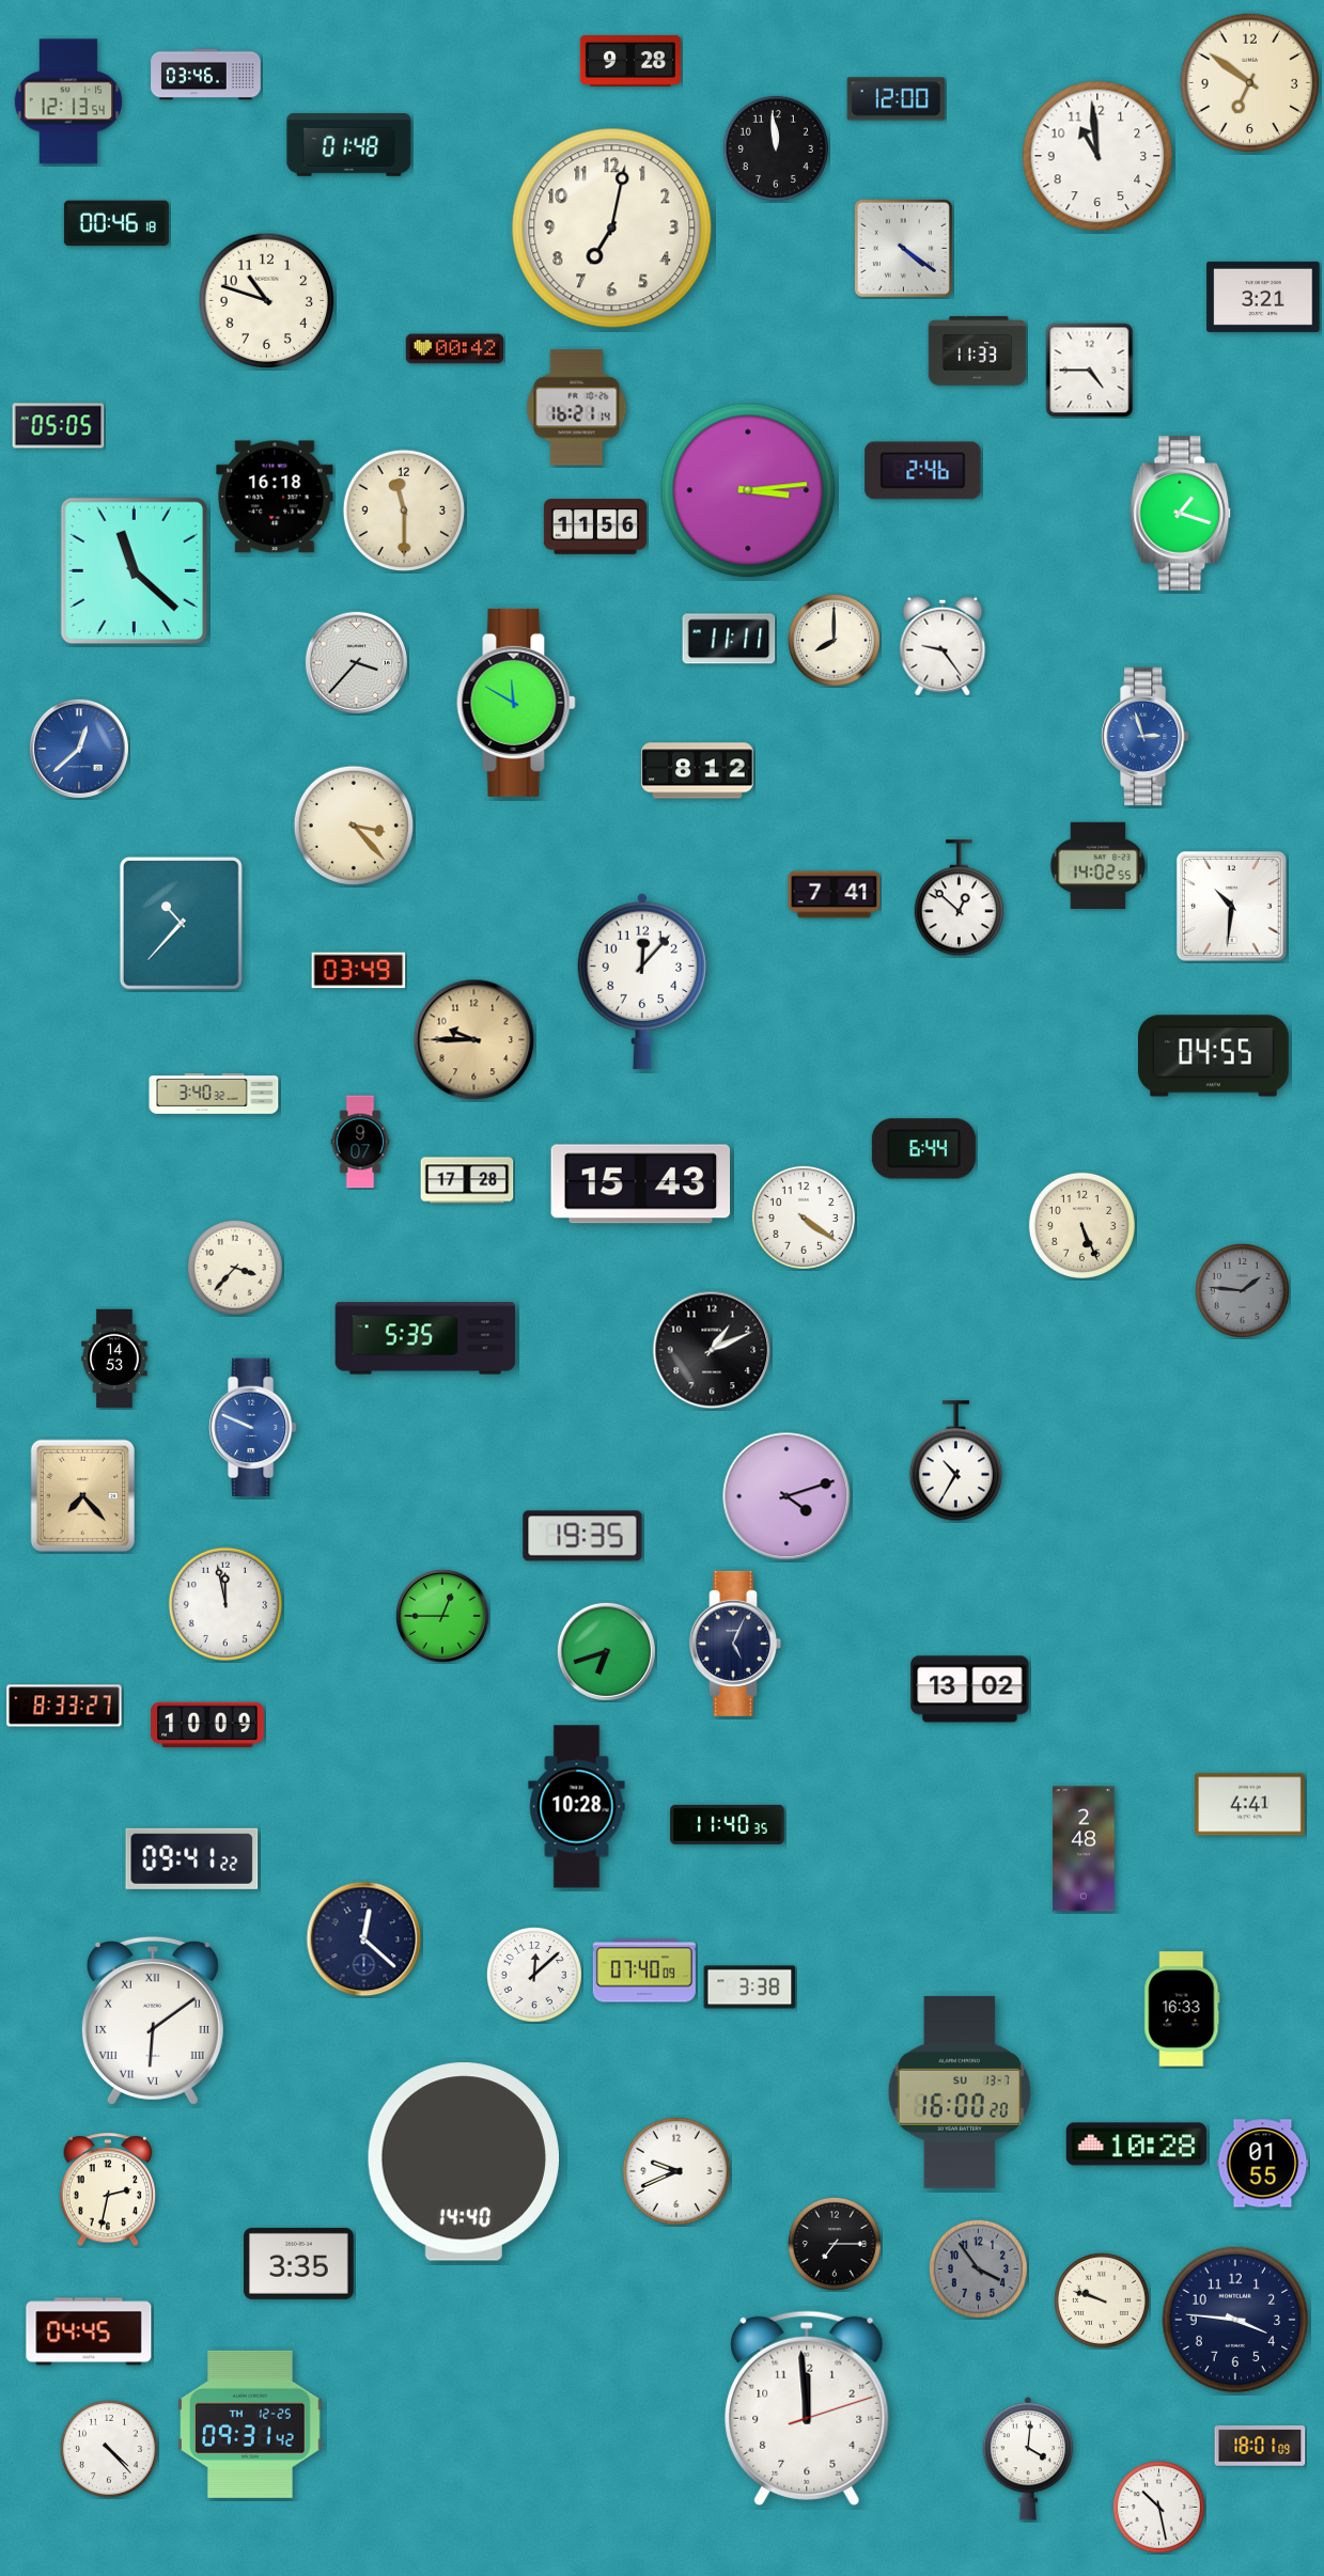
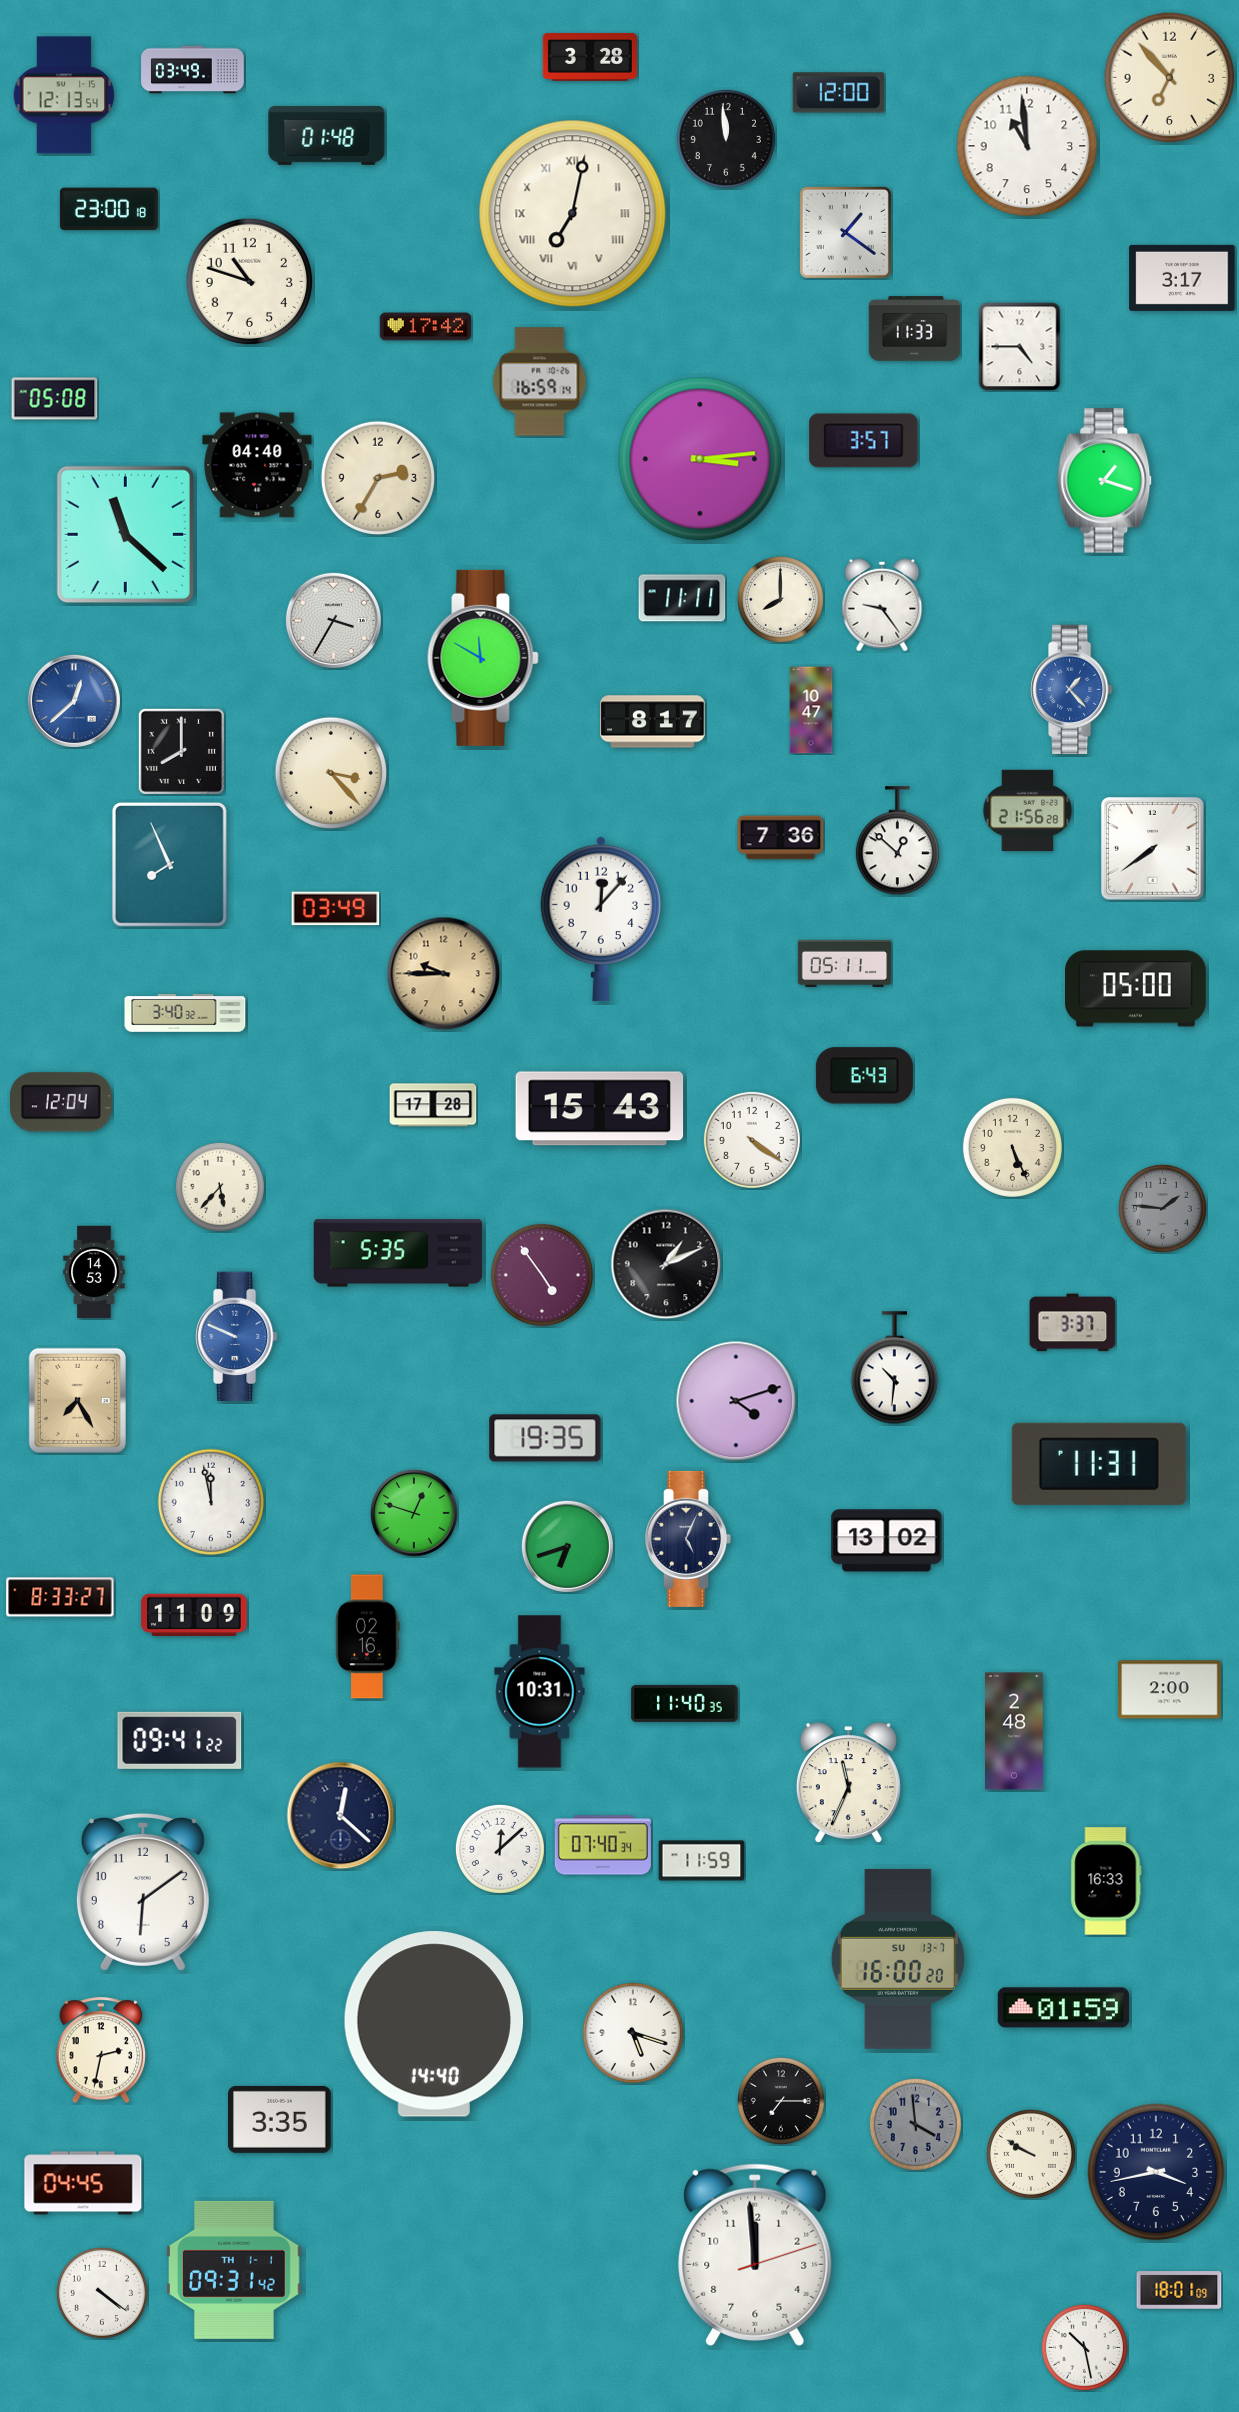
clock at (630, 61): 9:28 -> 3:28
clock at (206, 75): 03:46 -> 03:49
clock at (1250, 83): 6:51 -> 6:53
clock at (116, 223): 00:46 -> 23:00
clock at (612, 229) numerals: Arabic -> Roman
clock at (903, 248): 4:21 -> 1:21
clock at (1263, 297): 3:21 -> 3:17
clock at (455, 349): 00:42 -> 17:42
clock at (577, 408): 16:21 -> 16:59
clock at (59, 426): 05:05 -> 05:08
clock at (923, 471): 2:46 -> 3:57
clock at (275, 497): 16:18 -> 04:40
clock at (403, 509): 11:30 -> 2:35
clock at (595, 527): 11:56 -> none
clock at (356, 662): 3:37 -> 3:35
clock at (1146, 737): 2:57 -> 1:23
clock at (811, 710): none -> 10:47
clock at (698, 771): 8:12 -> 8:17
clock at (181, 751): none -> 8:00
clock at (1099, 865): 14:02 -> 21:56
clock at (835, 895): 7:41 -> 7:36
clock at (1232, 907): 10:31 -> 7:39
clock at (181, 923): 10:37 -> 7:56
clock at (845, 963): none -> 05:11
clock at (1214, 1056): 04:55 -> 05:00
clock at (214, 1095) position: (214, 1095) -> (185, 1014)
clock at (360, 1142): 9:07 -> none
clock at (923, 1149): 6:44 -> 6:43
clock at (61, 1102): none -> 12:04
clock at (467, 1180) position: (467, 1180) -> (433, 1105)
clock at (235, 1268): 3:37 -> 5:37
clock at (114, 1358) position: (114, 1358) -> (94, 1272)
clock at (542, 1275): none -> 4:54
clock at (1073, 1323): none -> 3:37
clock at (955, 1461): 10:35 -> 10:31
clock at (82, 1495): 7:23 -> 7:25
clock at (1099, 1464): none -> 11:31
clock at (442, 1616): 12:45 -> 12:48
clock at (970, 1690) position: (970, 1690) -> (887, 1541)
clock at (207, 1724): 10:09 -> 11:09
clock at (368, 1637): none -> 02:16
clock at (1250, 1805): 4:41 -> 2:00
clock at (577, 1807): 10:28 -> 10:31
clock at (728, 1824) position: (728, 1824) -> (685, 1703)
clock at (848, 1783): none -> 11:34
clock at (644, 1970): 07:40:09 -> 07:40:34
clock at (750, 1988): 3:38 -> 11:59
clock at (153, 2021) numerals: Roman -> Arabic
clock at (1136, 2145): 10:28 -> 01:59
clock at (1263, 2164): 01:55 -> none
clock at (676, 2171): 9:41 -> 5:18
clock at (978, 2268): 3:54 -> 3:59
clock at (1102, 2300): 9:48 -> 9:50
clock at (1235, 2320): 3:46 -> 3:43
clock at (250, 2424) date: TH 12-25 -> TH 1-1
clock at (109, 2449): 4:23 -> 4:21
clock at (1028, 2459): 4:01 -> none
